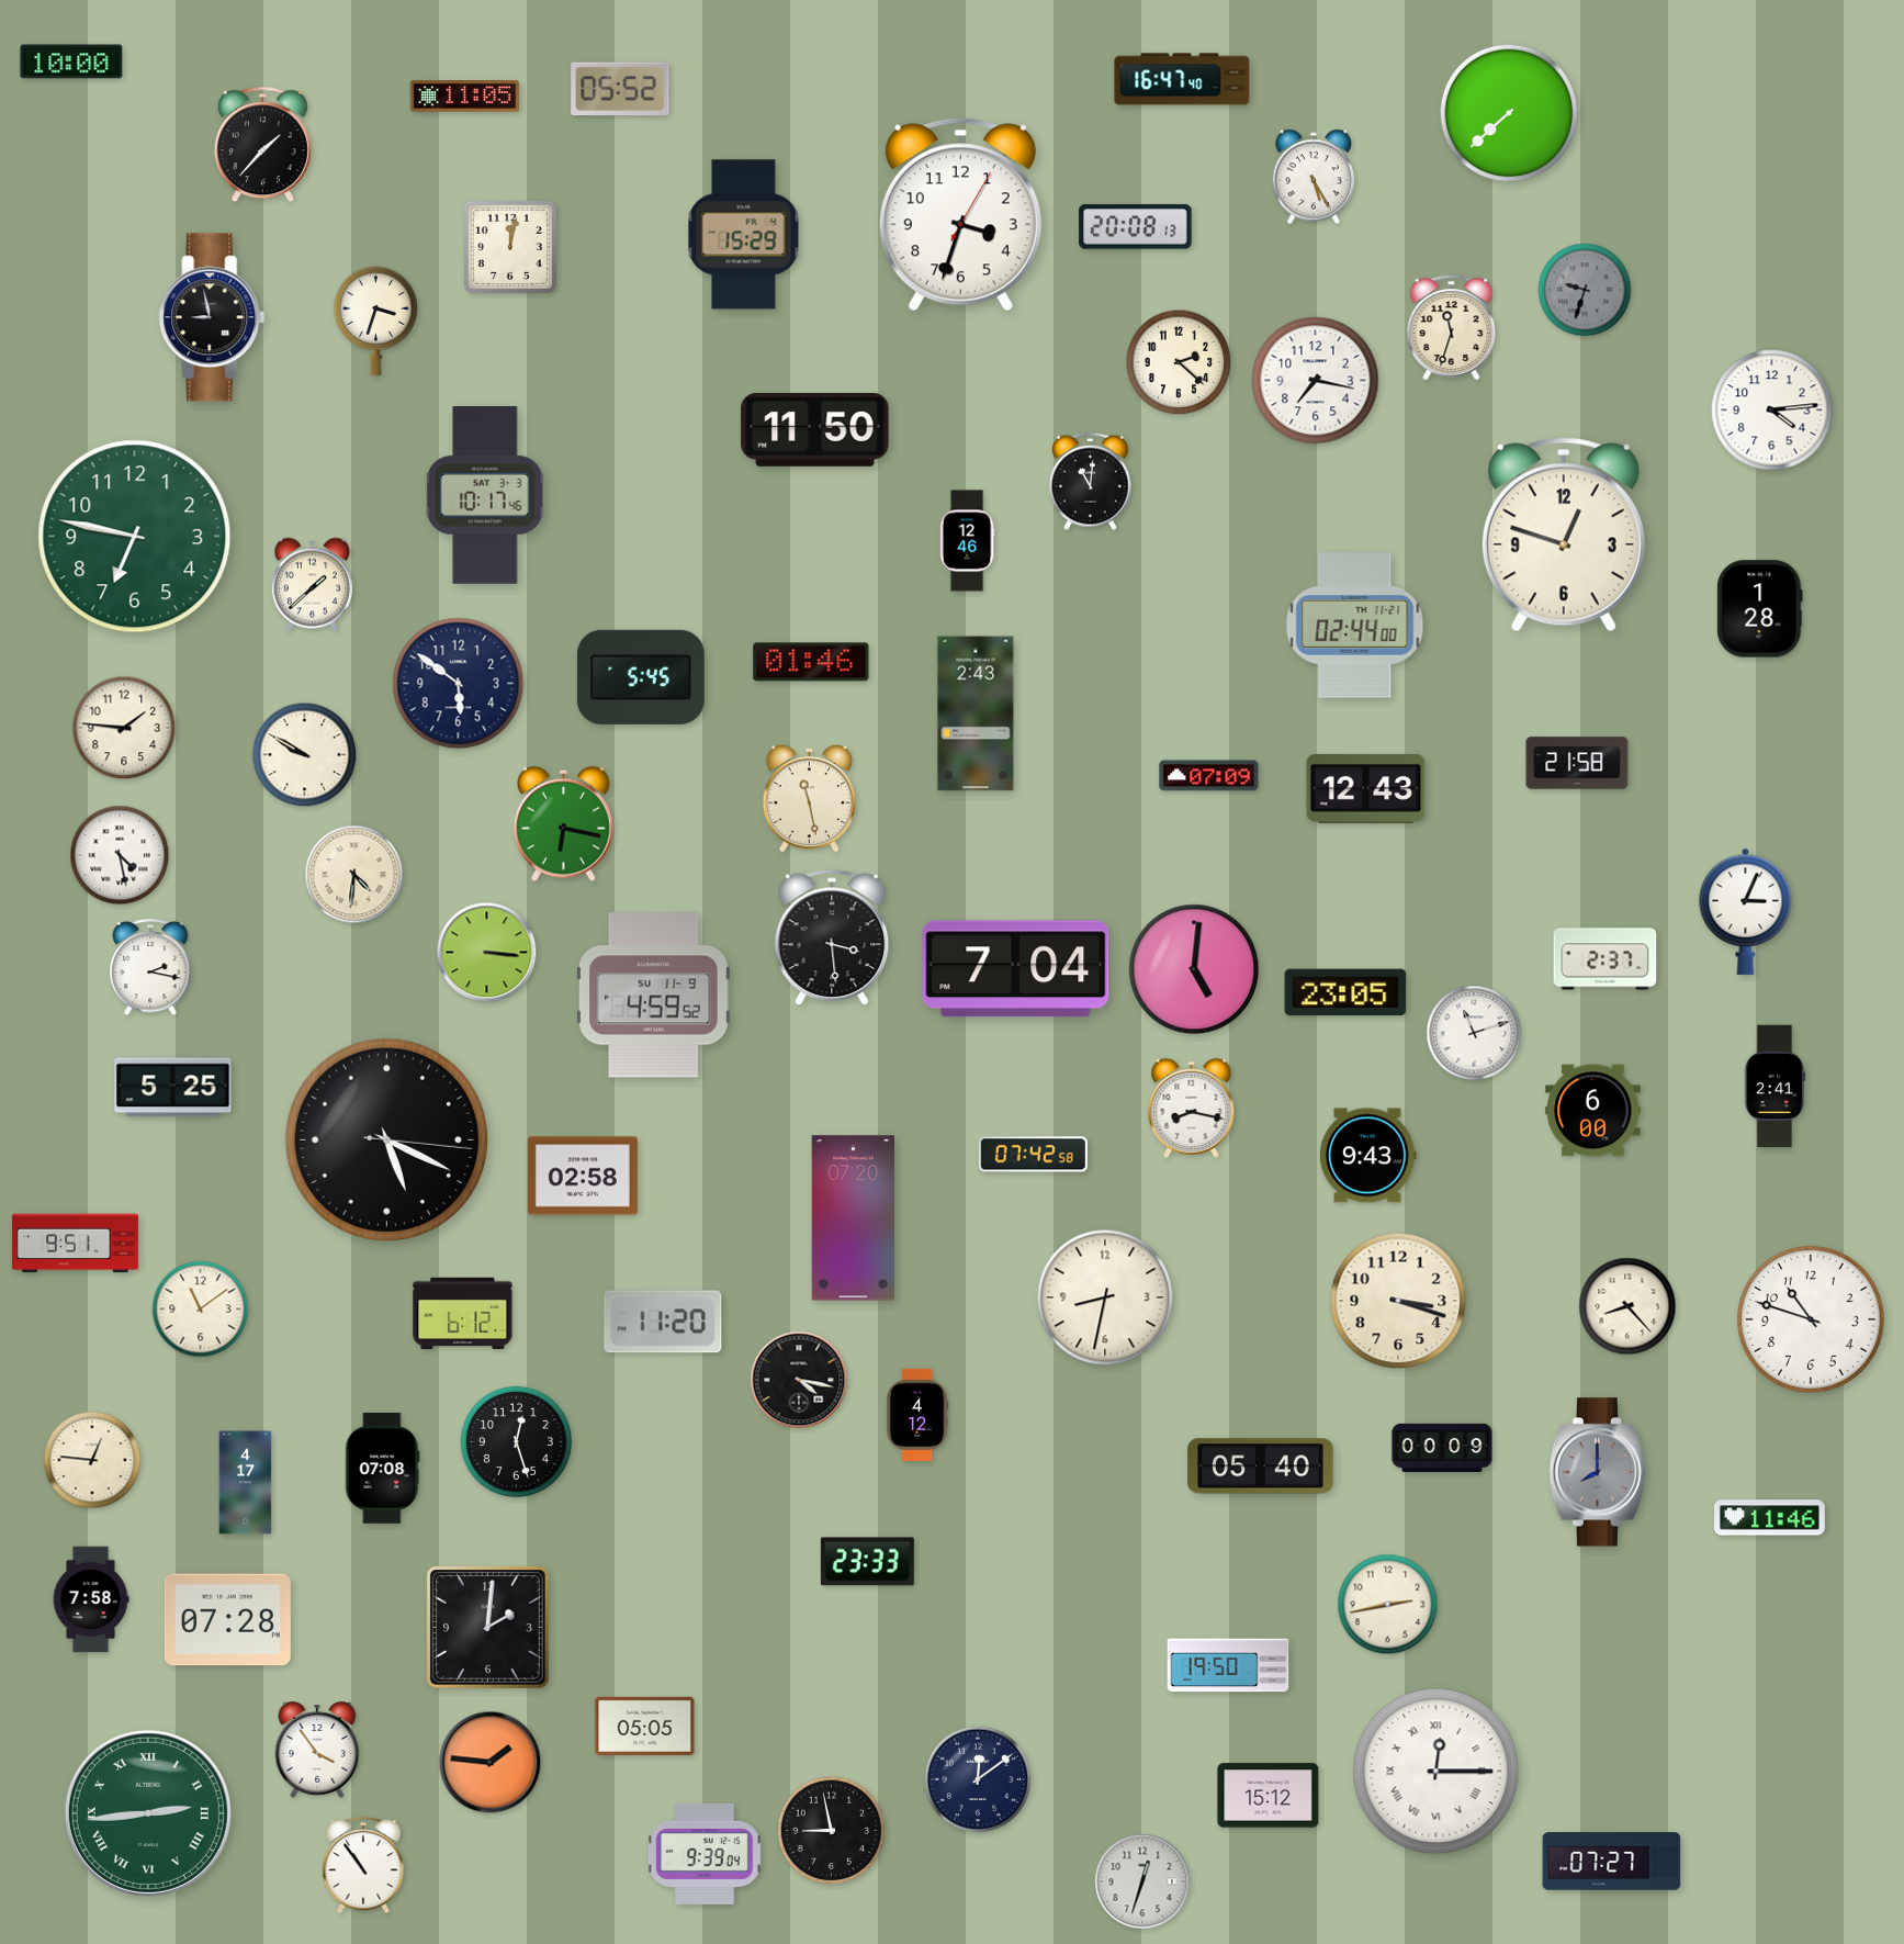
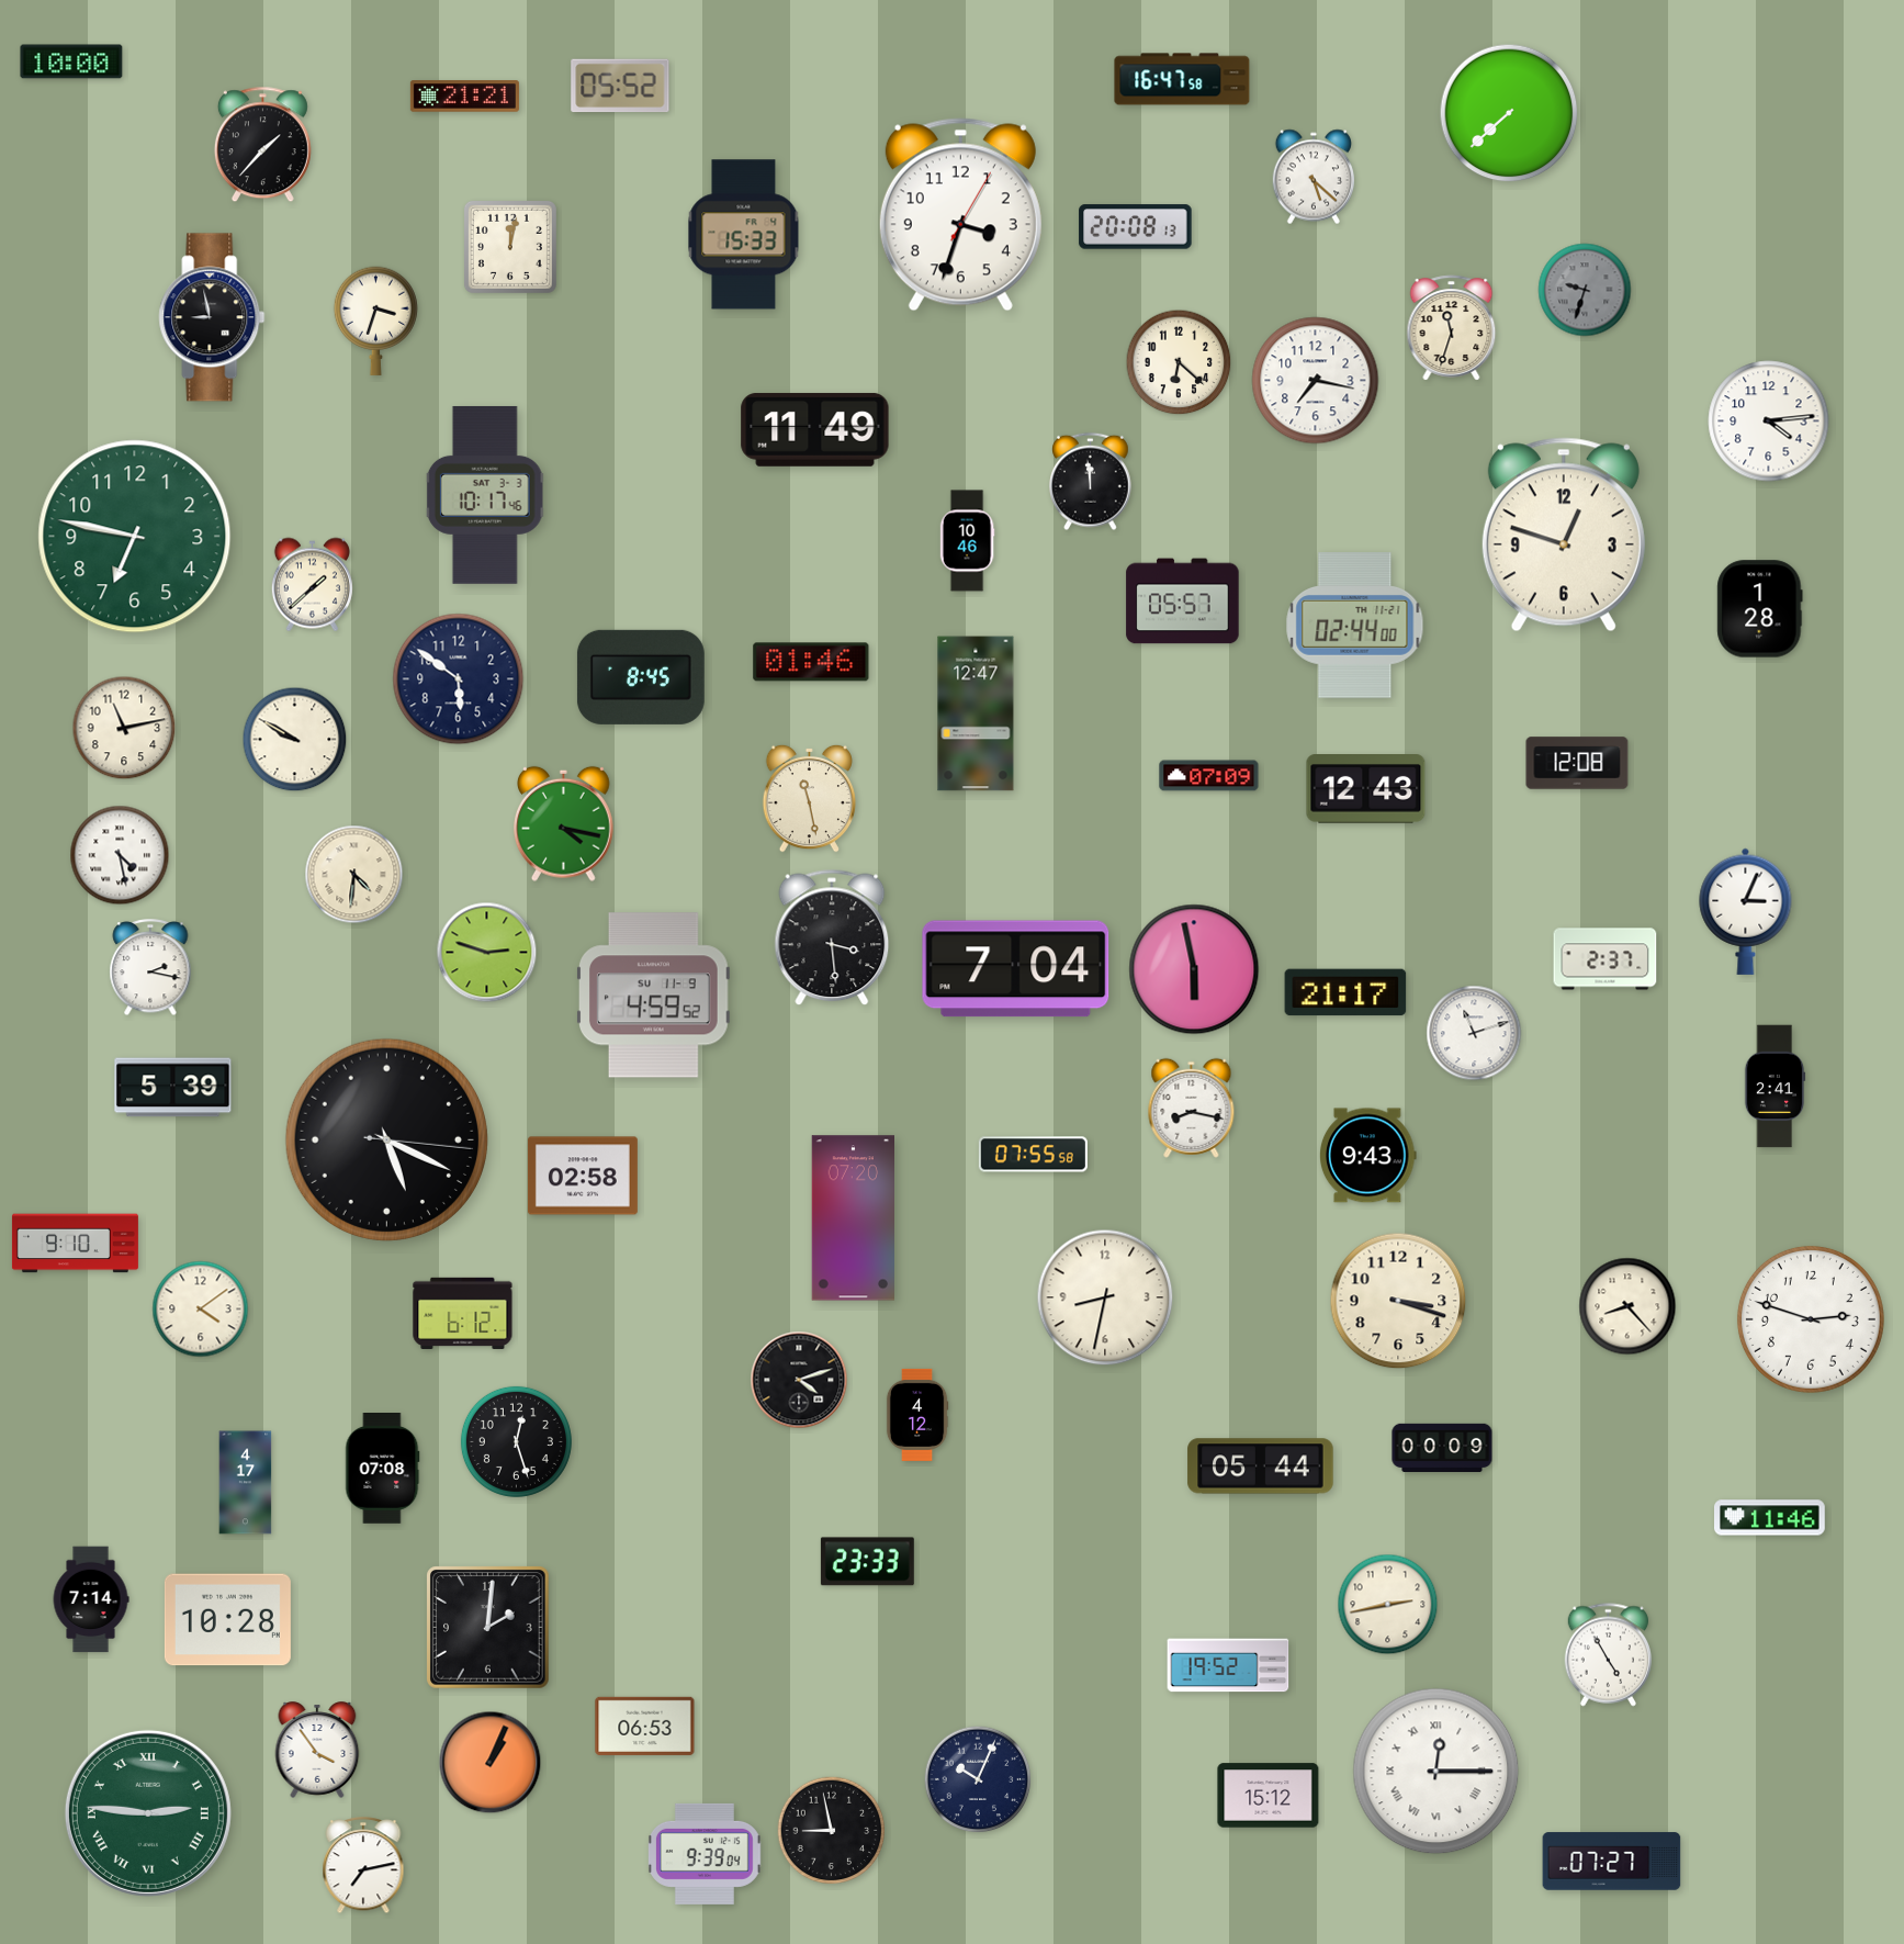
clock at (1182, 79): 16:47:40 -> 16:47:58
clock at (620, 89) position: (620, 89) -> (620, 86)
clock at (464, 97): 11:05 -> 21:21
clock at (1312, 177): 5:25 -> 5:22
clock at (744, 235): 15:29 -> 15:33
clock at (1179, 362): 2:22 -> 6:22
clock at (1772, 411) position: (1772, 411) -> (1769, 422)
clock at (815, 429): 11:50 -> 11:49
clock at (1091, 482): 11:01 -> 11:59
clock at (967, 541): 12:46 -> 10:46
clock at (1183, 602): none -> 05:57
clock at (641, 677): 5:45 -> 8:45
clock at (459, 684) position: (459, 684) -> (459, 679)
clock at (976, 713): 2:43 -> 12:47
clock at (124, 728): 1:46 -> 11:13
clock at (305, 755) position: (305, 755) -> (295, 740)
clock at (1577, 763): 21:58 -> 12:08
clock at (564, 823): 6:17 -> 4:17
clock at (487, 953): 3:16 -> 2:48
clock at (1194, 969): 5:01 -> 5:58
clock at (1345, 992): 23:05 -> 21:17
clock at (173, 1088): 5:25 -> 5:39
clock at (1593, 1111): 6:00 -> none
clock at (1033, 1155): 07:42 -> 07:55
clock at (75, 1244): 9:51 -> 9:10
clock at (201, 1310): 11:09 -> 4:09
clock at (1811, 1319): 10:48 -> 2:48
clock at (663, 1322): 11:20 -> none
clock at (799, 1380): 4:17 -> 4:12
clock at (92, 1460): 12:46 -> none
clock at (1261, 1467): 05:40 -> 05:44
clock at (1598, 1472): 8:00 -> none
clock at (91, 1599): 7:58 -> 7:14
clock at (227, 1620): 07:28 -> 10:28
clock at (1608, 1655): none -> 4:55
clock at (1228, 1665): 19:50 -> 19:52
clock at (645, 1726): 05:05 -> 06:53
clock at (491, 1763): 1:46 -> 1:04
clock at (978, 1779): 12:09 -> 10:04
clock at (148, 1813): 2:44 -> 2:46
clock at (363, 1866): 10:54 -> 7:13
clock at (1142, 1881): 12:33 -> none
